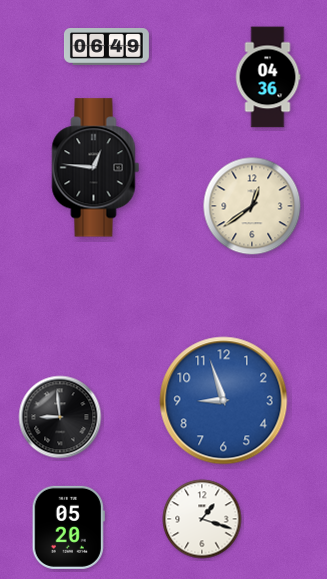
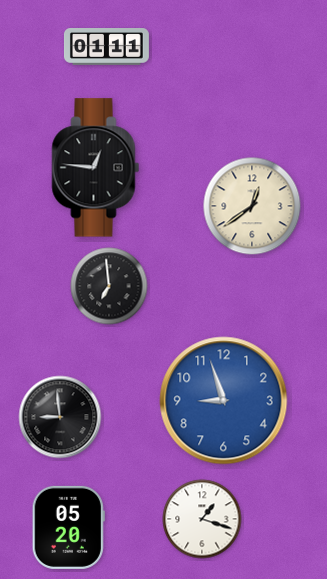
clock at (106, 47): 06:49 -> 01:11
clock at (268, 77): 04:36 -> none
clock at (109, 286): none -> 6:59
